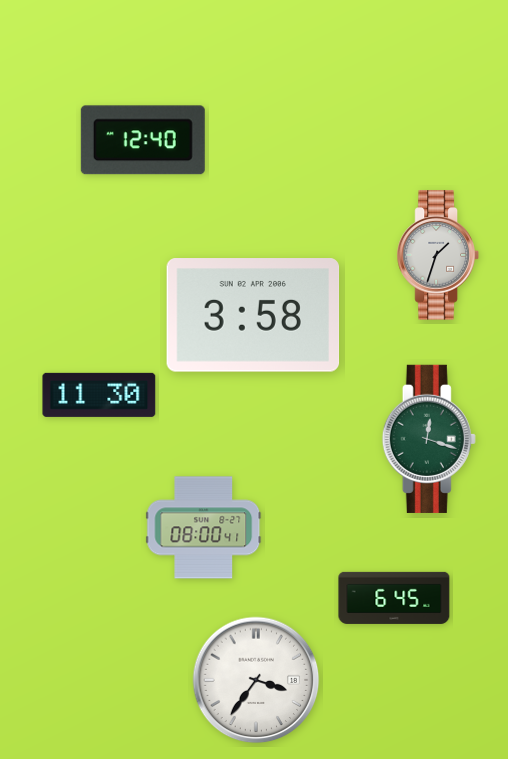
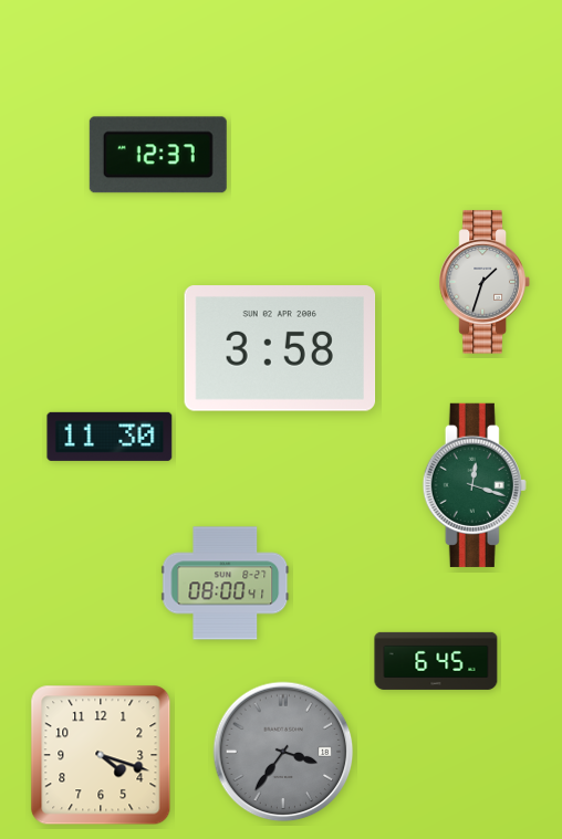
clock at (143, 140): 12:40 -> 12:37
clock at (256, 680) dial: white -> grey
clock at (101, 755): none -> 4:18
